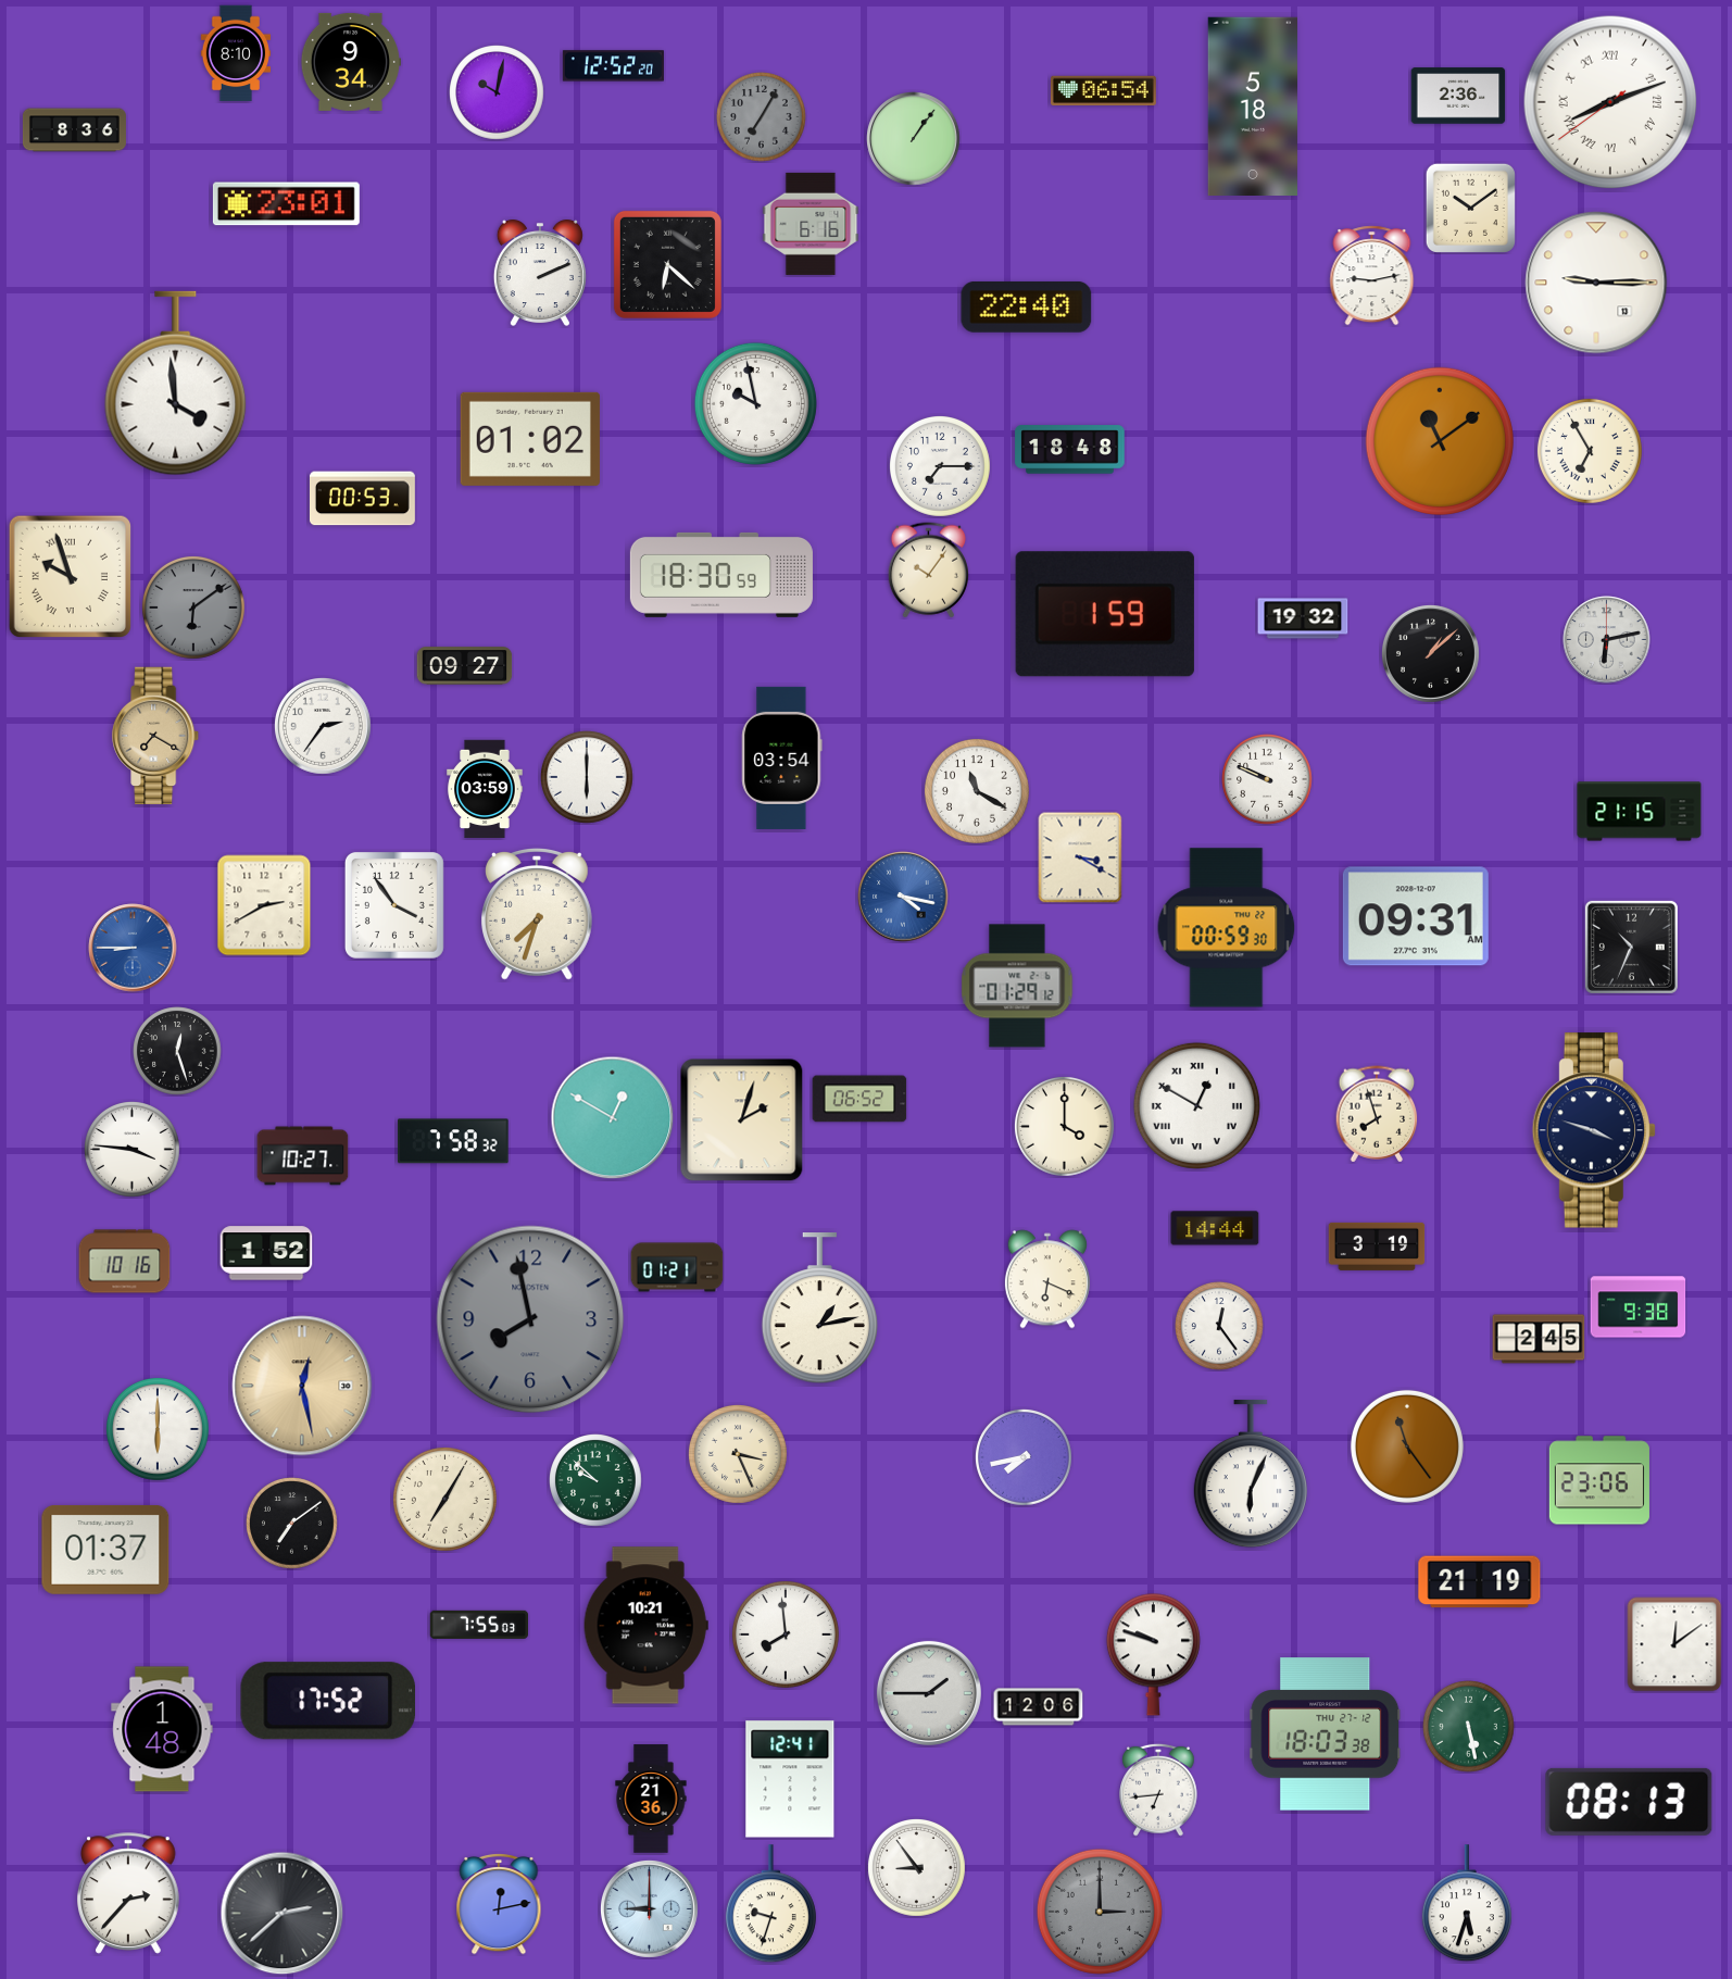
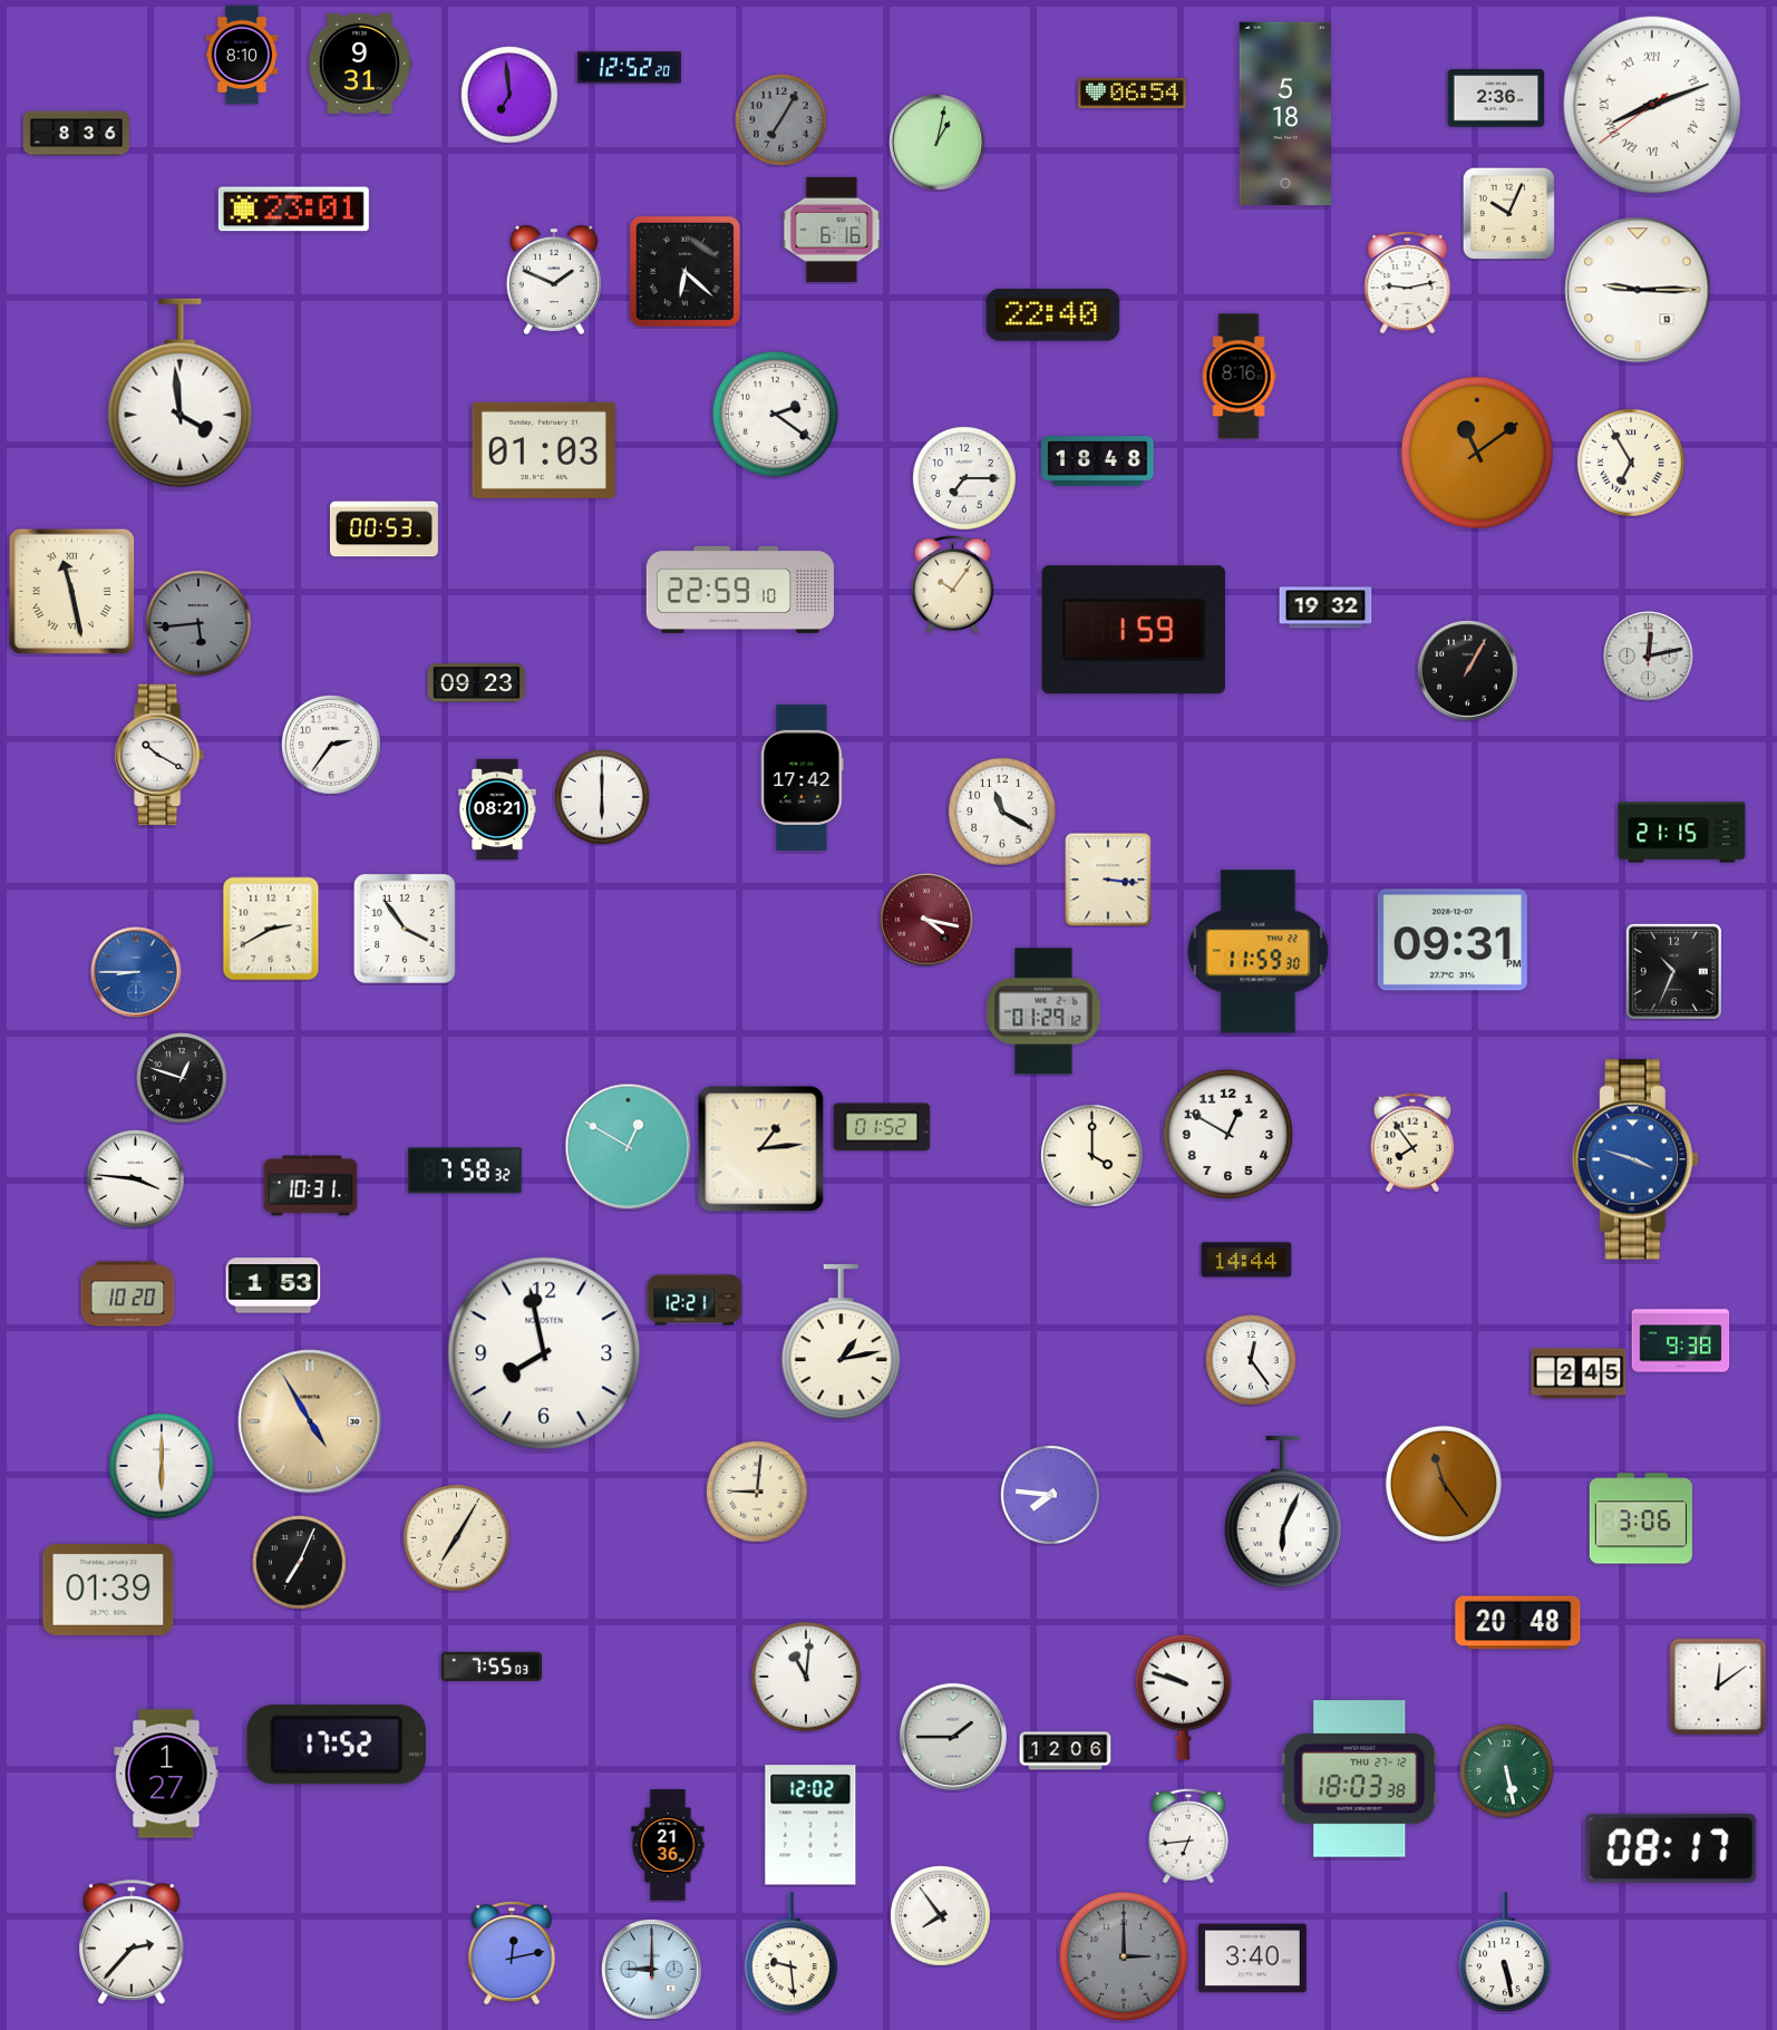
clock at (350, 62): 9:34 -> 9:31
clock at (498, 93): 10:02 -> 6:59
clock at (1252, 107) position: (1252, 107) -> (1284, 114)
clock at (914, 139): 1:06 -> 1:02
clock at (1470, 208): 10:09 -> 10:04
clock at (540, 273): 2:11 -> 1:49
clock at (1239, 377): none -> 8:16
clock at (755, 403): 9:58 -> 2:21
clock at (530, 439): 01:02 -> 01:03
clock at (362, 499) position: (362, 499) -> (383, 530)
clock at (721, 575): 18:30 -> 22:59
clock at (71, 577): 9:57 -> 11:28
clock at (193, 608): 6:09 -> 5:44
clock at (1303, 618) position: (1303, 618) -> (1326, 608)
clock at (1607, 640): 6:13 -> 12:13
clock at (1430, 653): 1:08 -> 1:05
clock at (465, 666): 09:27 -> 09:23
clock at (156, 736): 7:20 -> 10:20
clock at (156, 736) dial: champagne -> white
clock at (782, 757): 03:54 -> 17:42
clock at (1267, 779): 9:49 -> none
clock at (485, 789): 03:59 -> 08:21
clock at (1080, 857): 3:20 -> 3:16
clock at (903, 897) dial: blue -> burgundy
clock at (537, 915): 7:33 -> none
clock at (1416, 916): 09:31 AM -> 09:31 PM
clock at (1227, 928): 00:59 -> 11:59
clock at (177, 1051): 12:27 -> 12:48
clock at (859, 1099): 06:52 -> 01:52
clock at (1196, 1105) numerals: Roman -> Arabic
clock at (1377, 1114): 7:57 -> 7:54
clock at (742, 1120): 2:03 -> 1:14
clock at (1594, 1130) dial: navy -> blue
clock at (303, 1156): 10:27 -> 10:31
clock at (1377, 1247): 3:19 -> none
clock at (266, 1253): 1:52 -> 1:53
clock at (125, 1262): 10:16 -> 10:20
clock at (677, 1267): 01:21 -> 12:21
clock at (1047, 1279): 6:19 -> none
clock at (530, 1319) dial: grey -> white
clock at (302, 1386): 12:28 -> 4:55
clock at (738, 1454): 3:26 -> 9:01
clock at (1025, 1458): 7:43 -> 7:46
clock at (1599, 1480): 23:06 -> 3:06
clock at (597, 1481): 9:52 -> none
clock at (292, 1524): 7:09 -> 7:04
clock at (105, 1550): 01:37 -> 01:39
clock at (1480, 1582): 21:19 -> 20:48
clock at (645, 1626): 10:21 -> none
clock at (786, 1634): 7:59 -> 11:01
clock at (162, 1729): 1:48 -> 1:27
clock at (790, 1779): 12:41 -> 12:02
clock at (1629, 1802): 08:13 -> 08:17
clock at (917, 1868): 8:54 -> 7:54
clock at (770, 1904): 9:33 -> 9:29
clock at (1467, 1904): 5:33 -> 5:28
clock at (649, 1908) position: (649, 1908) -> (651, 1969)
clock at (1252, 1959): none -> 3:40
clock at (1100, 1912) position: (1100, 1912) -> (1124, 1956)
clock at (283, 1914): 2:38 -> none
